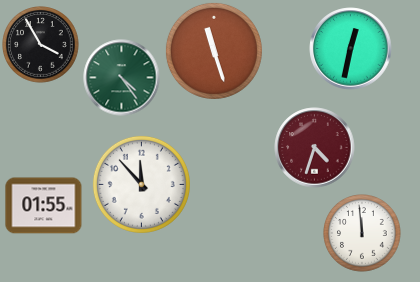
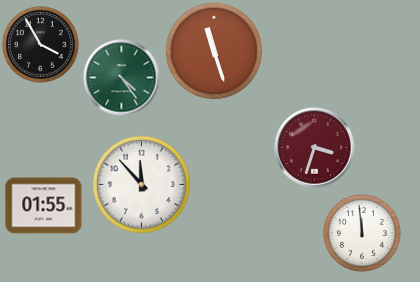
clock at (351, 49): 12:32 -> none
clock at (315, 148): 4:33 -> 3:33
